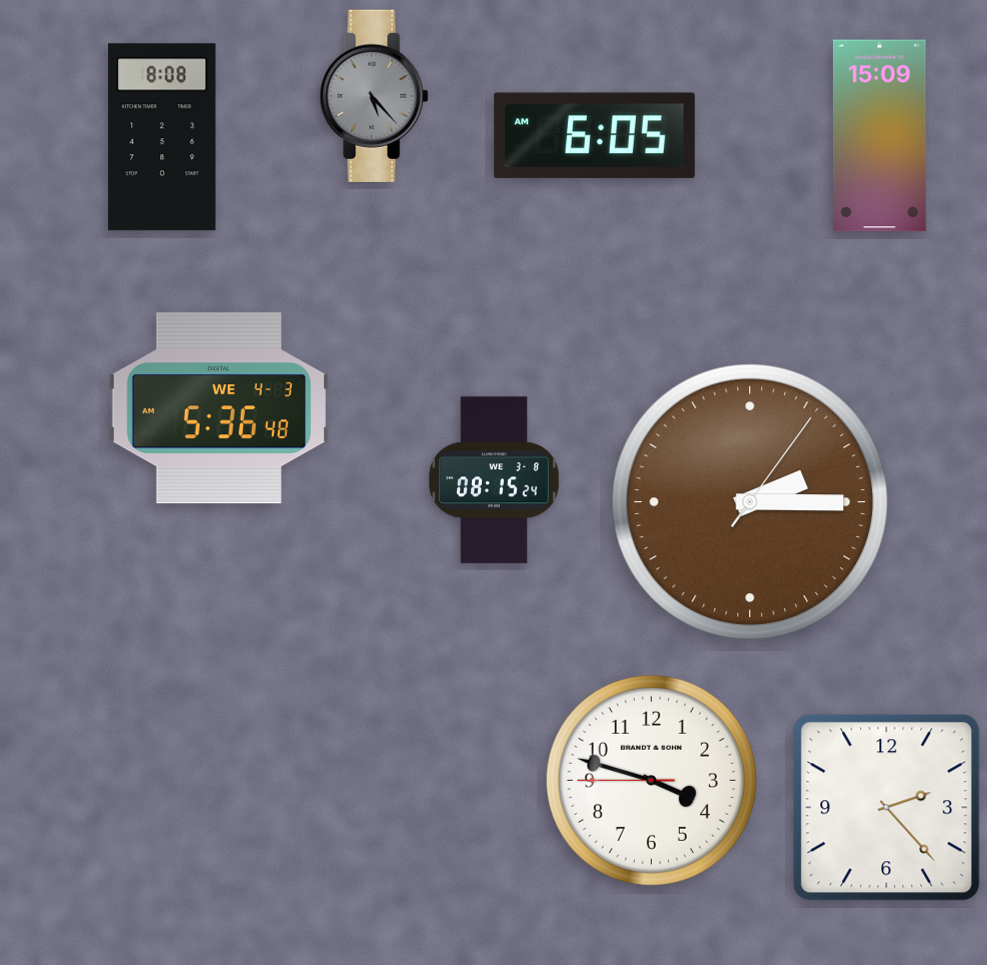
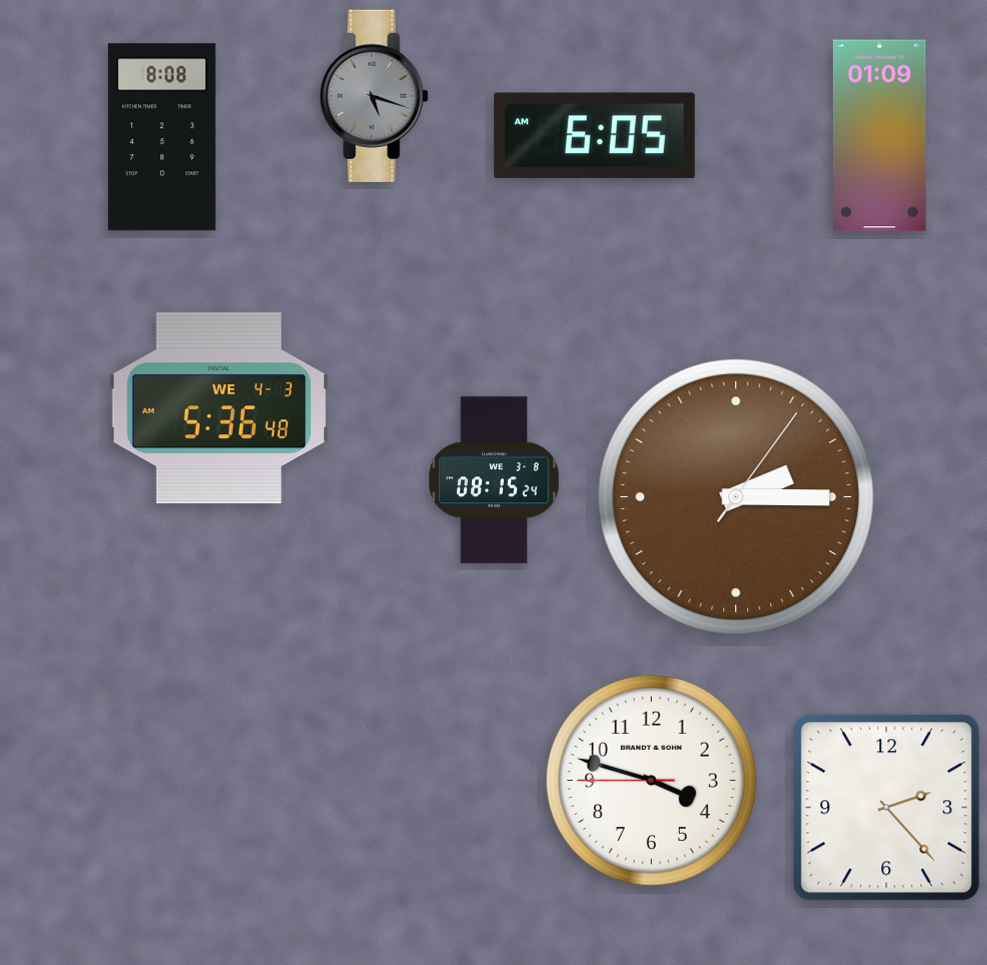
clock at (374, 96): 5:23 -> 5:18
clock at (880, 136): 15:09 -> 01:09
clock at (750, 502) position: (750, 502) -> (736, 497)
